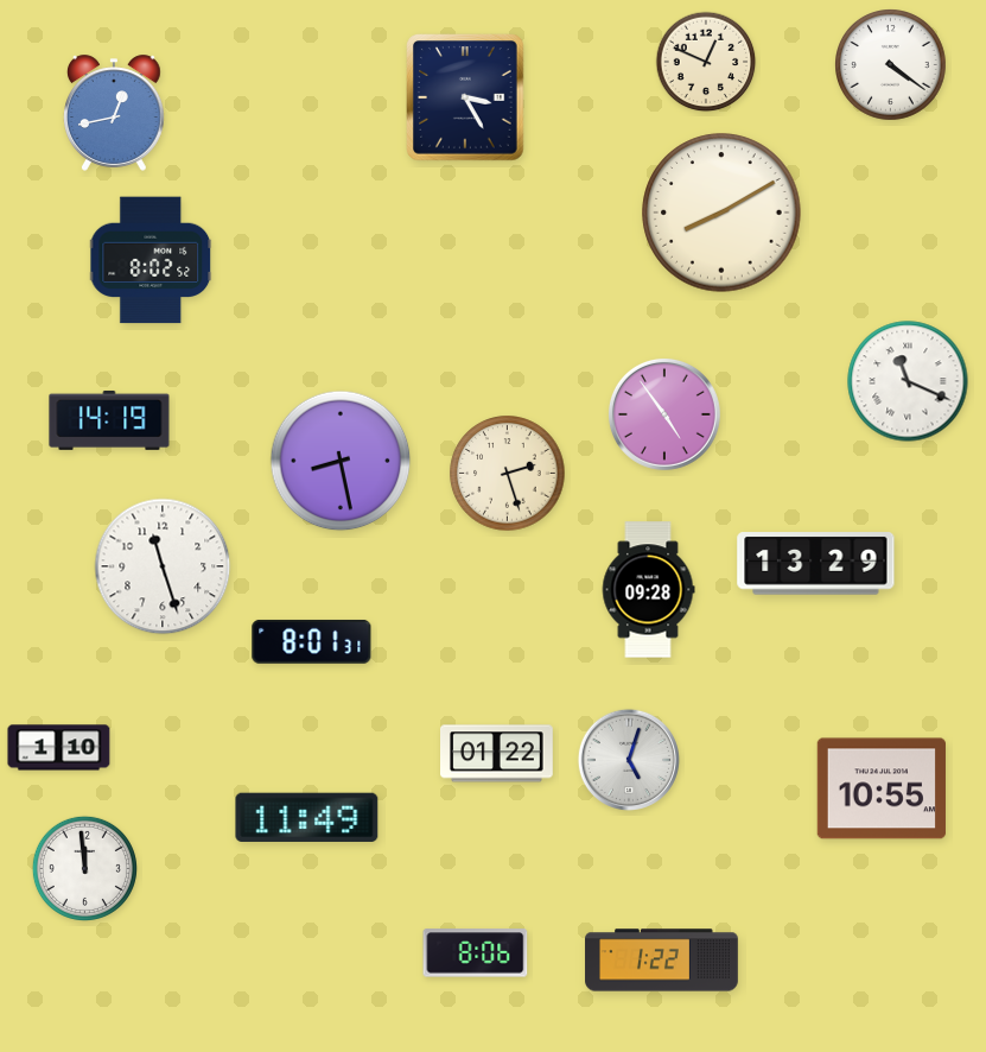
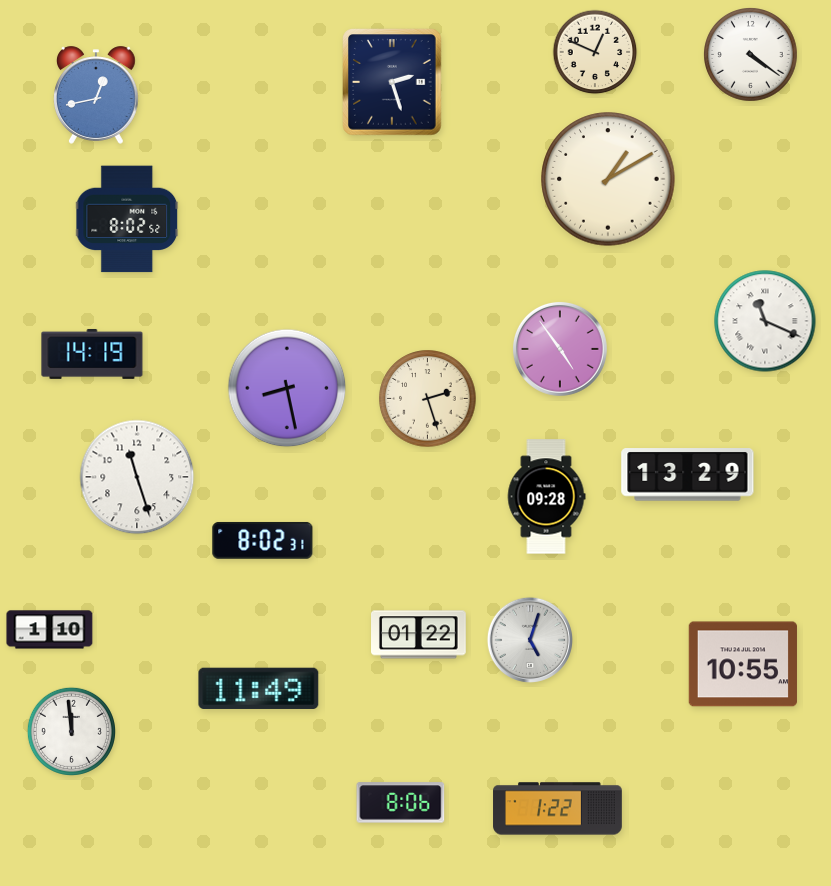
clock at (465, 97): 3:25 -> 2:27
clock at (721, 213): 8:10 -> 1:10
clock at (312, 641): 8:01 -> 8:02
